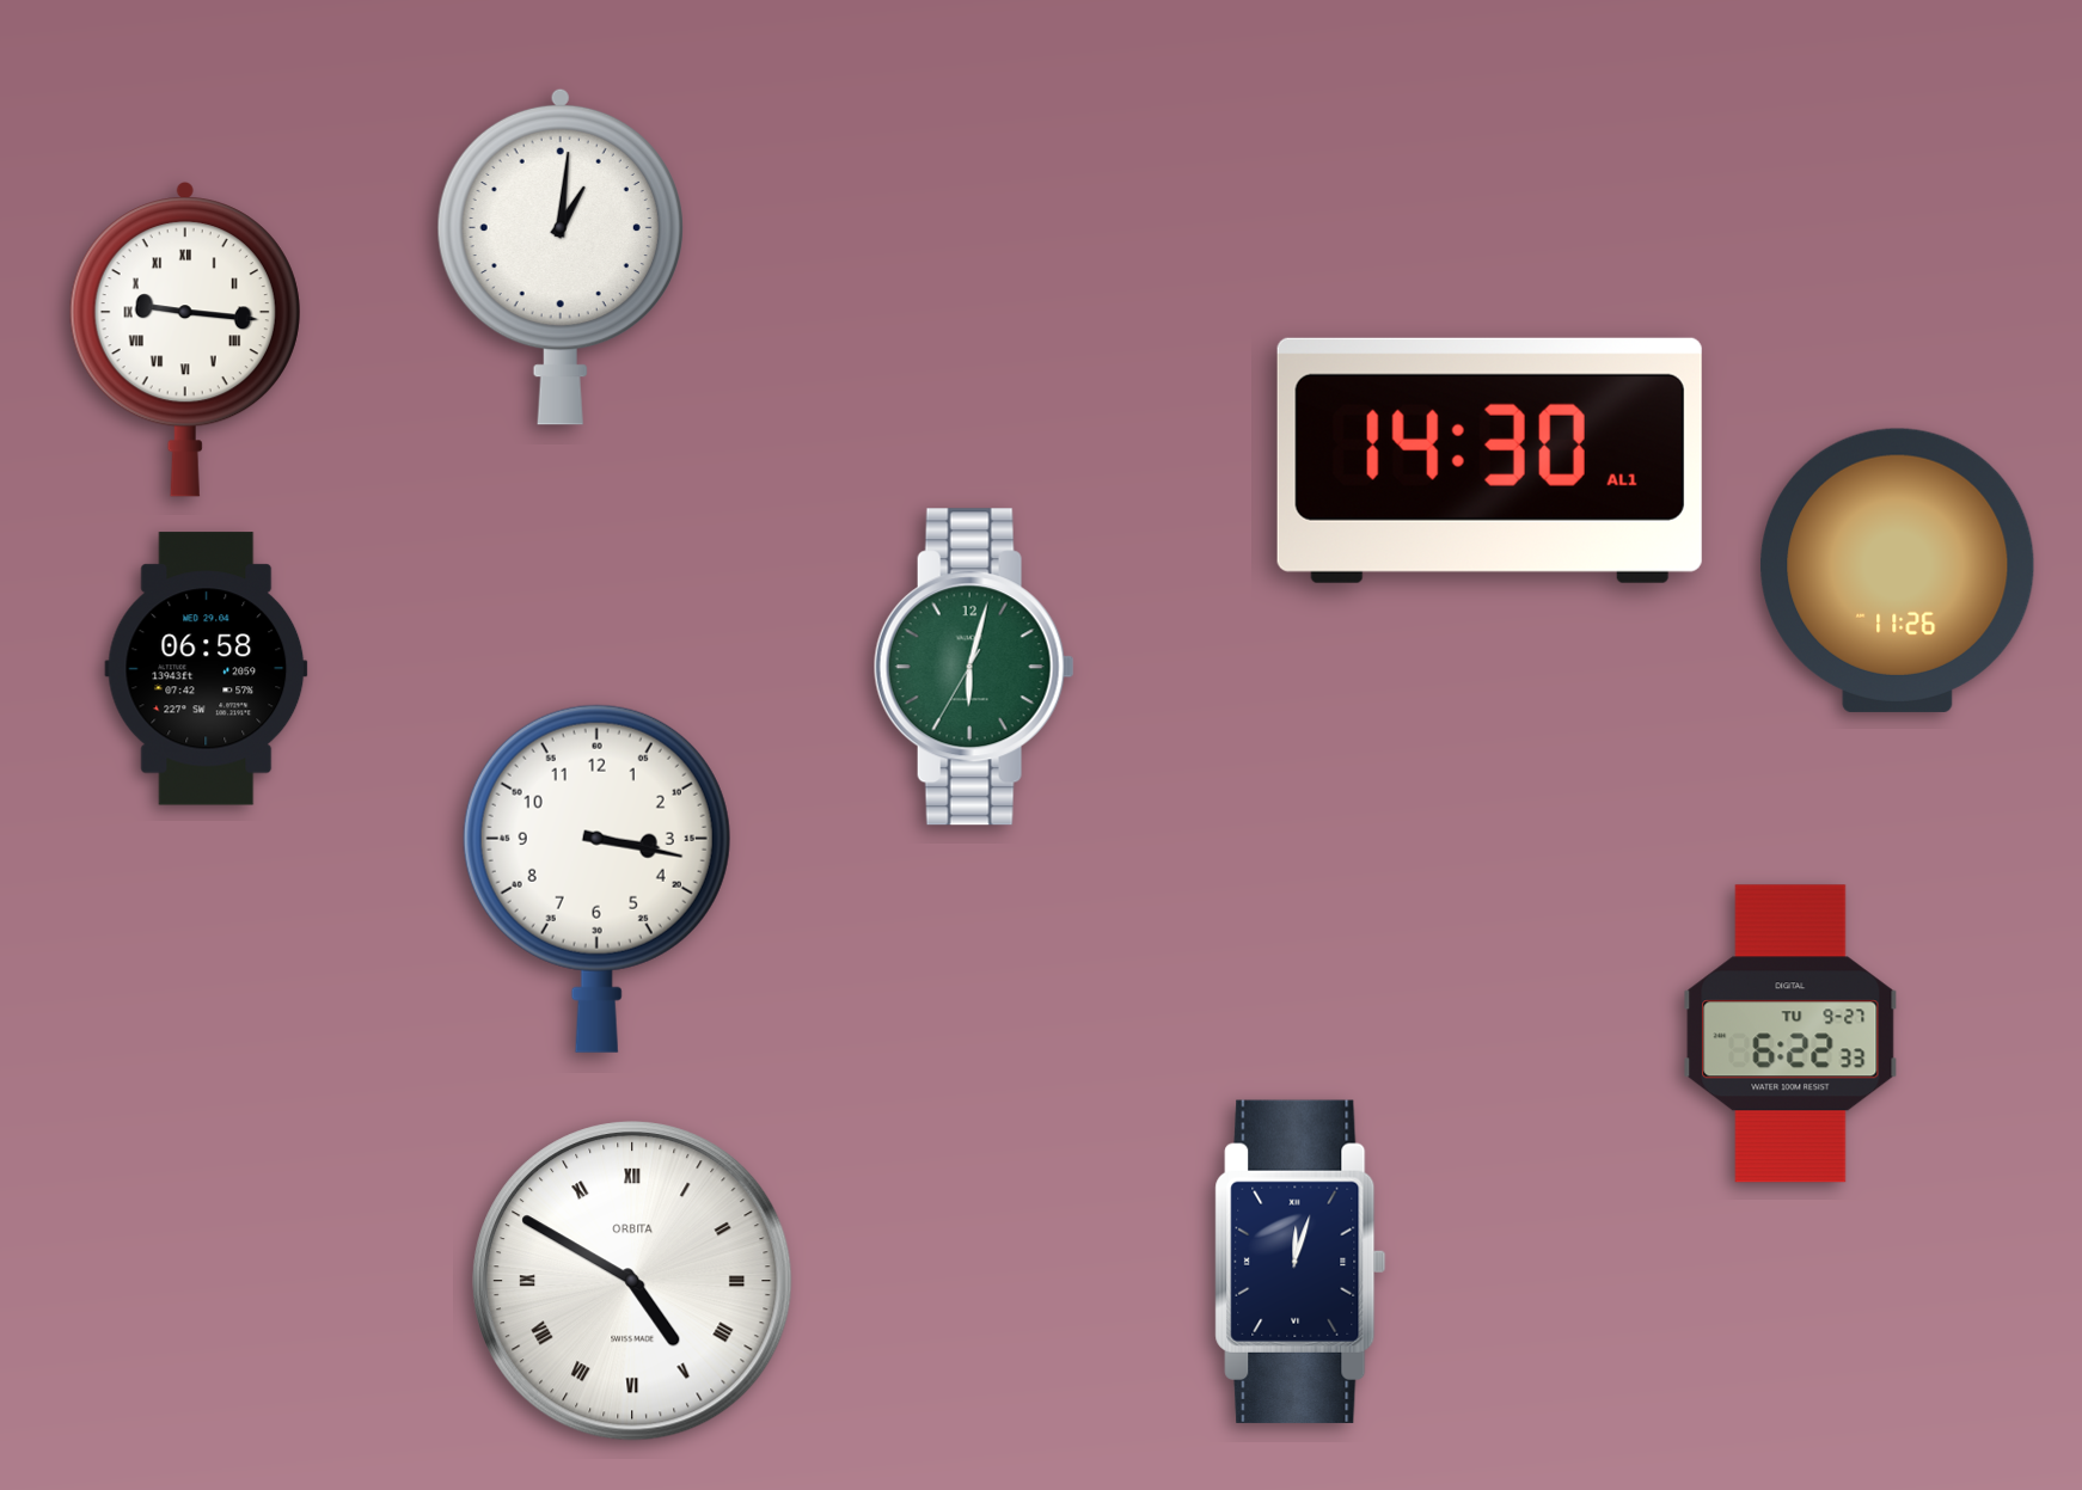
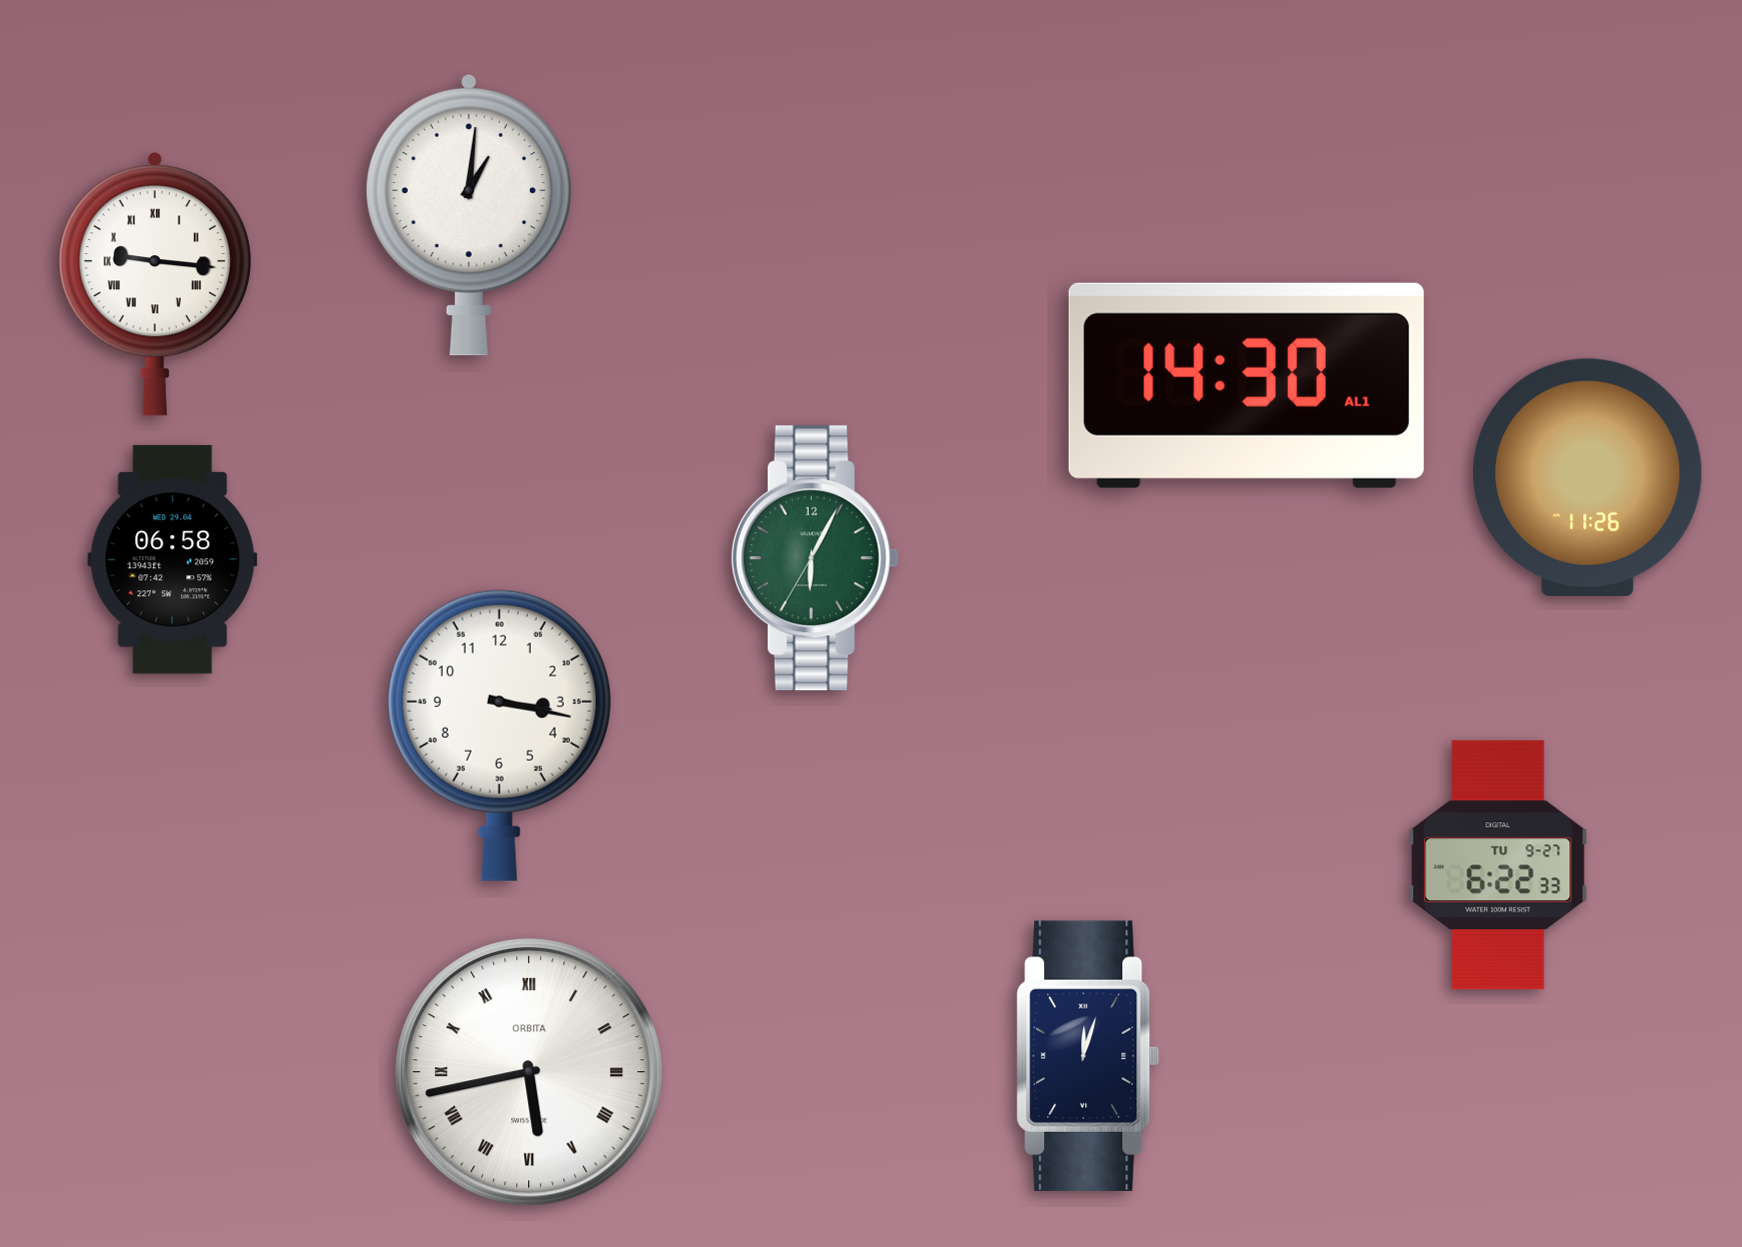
clock at (974, 667): 6:02 -> 6:04
clock at (632, 1281): 4:50 -> 5:43
